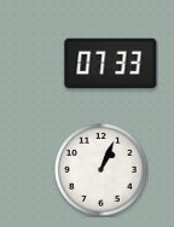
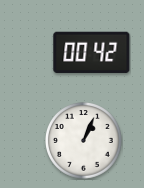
clock at (111, 63): 07:33 -> 00:42
